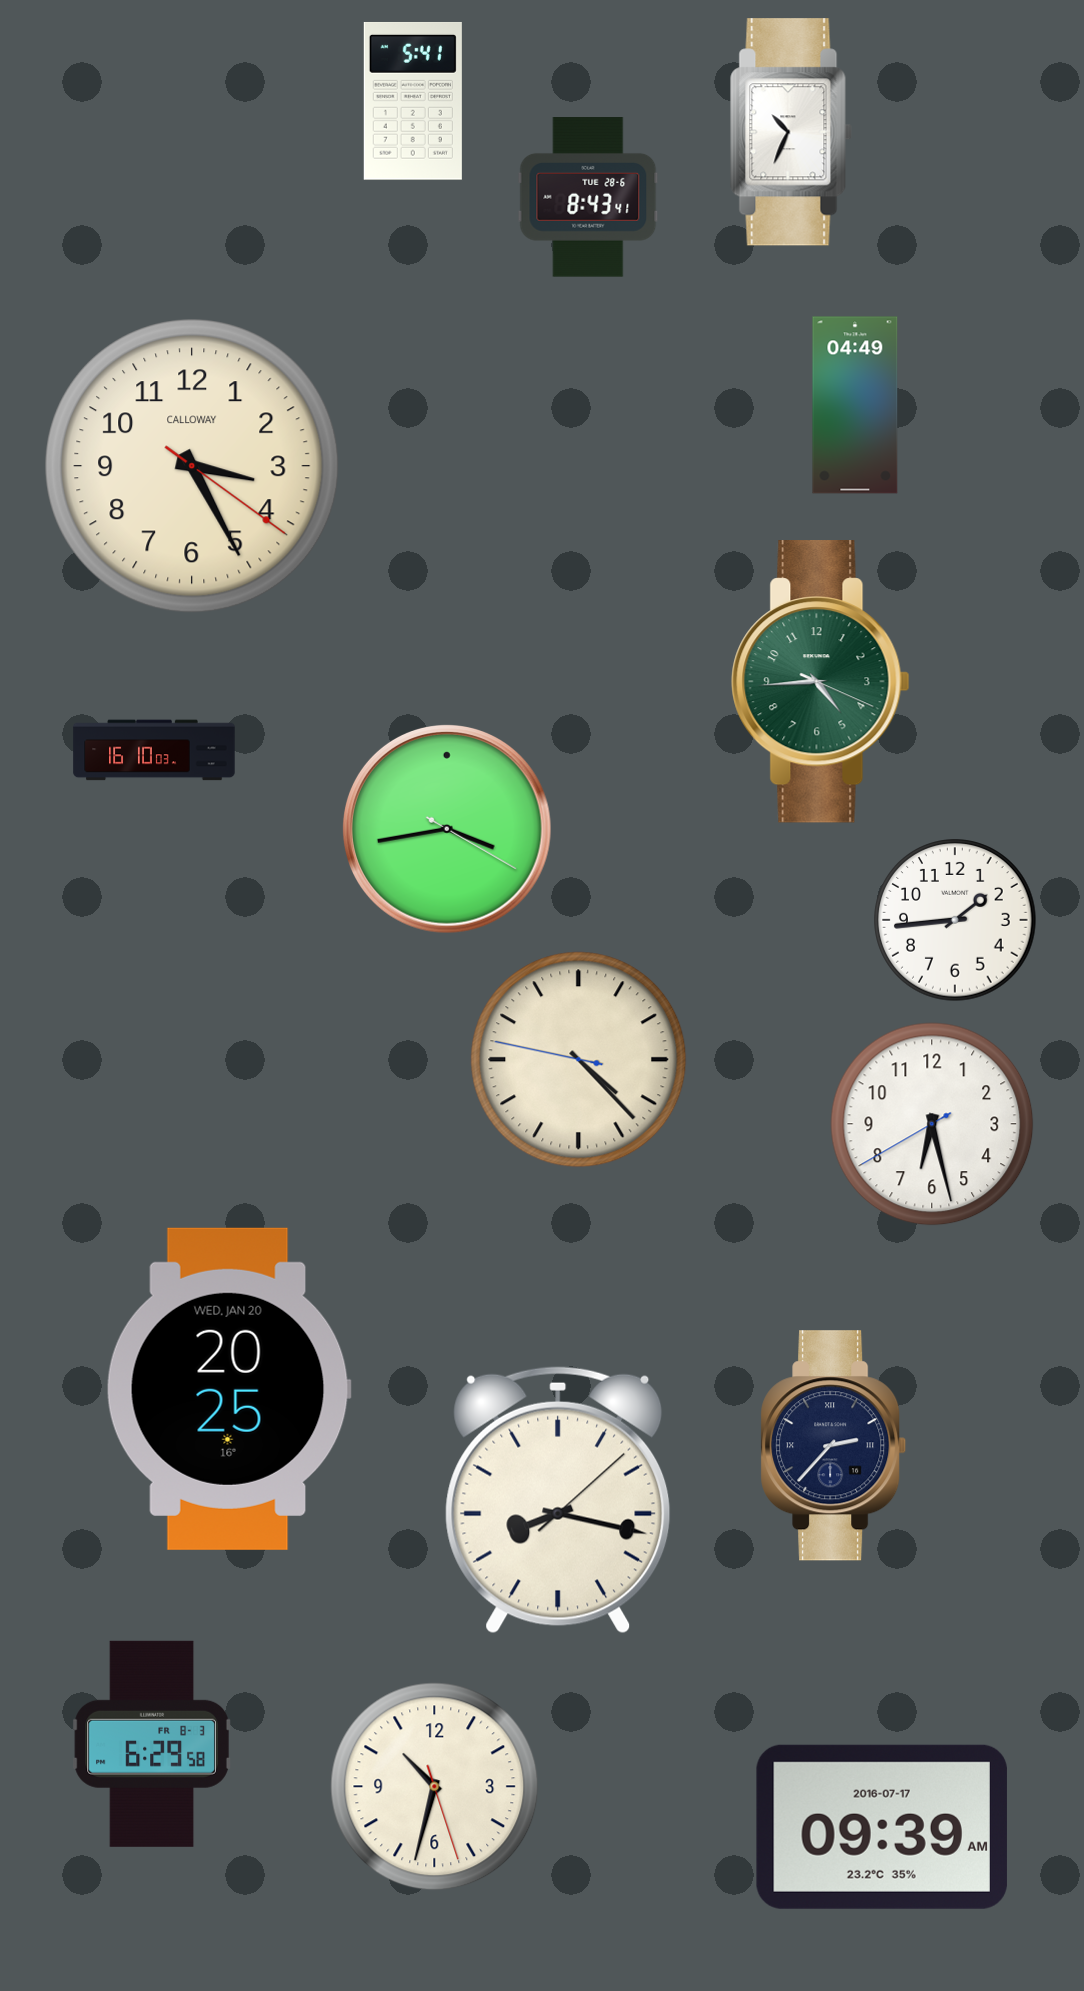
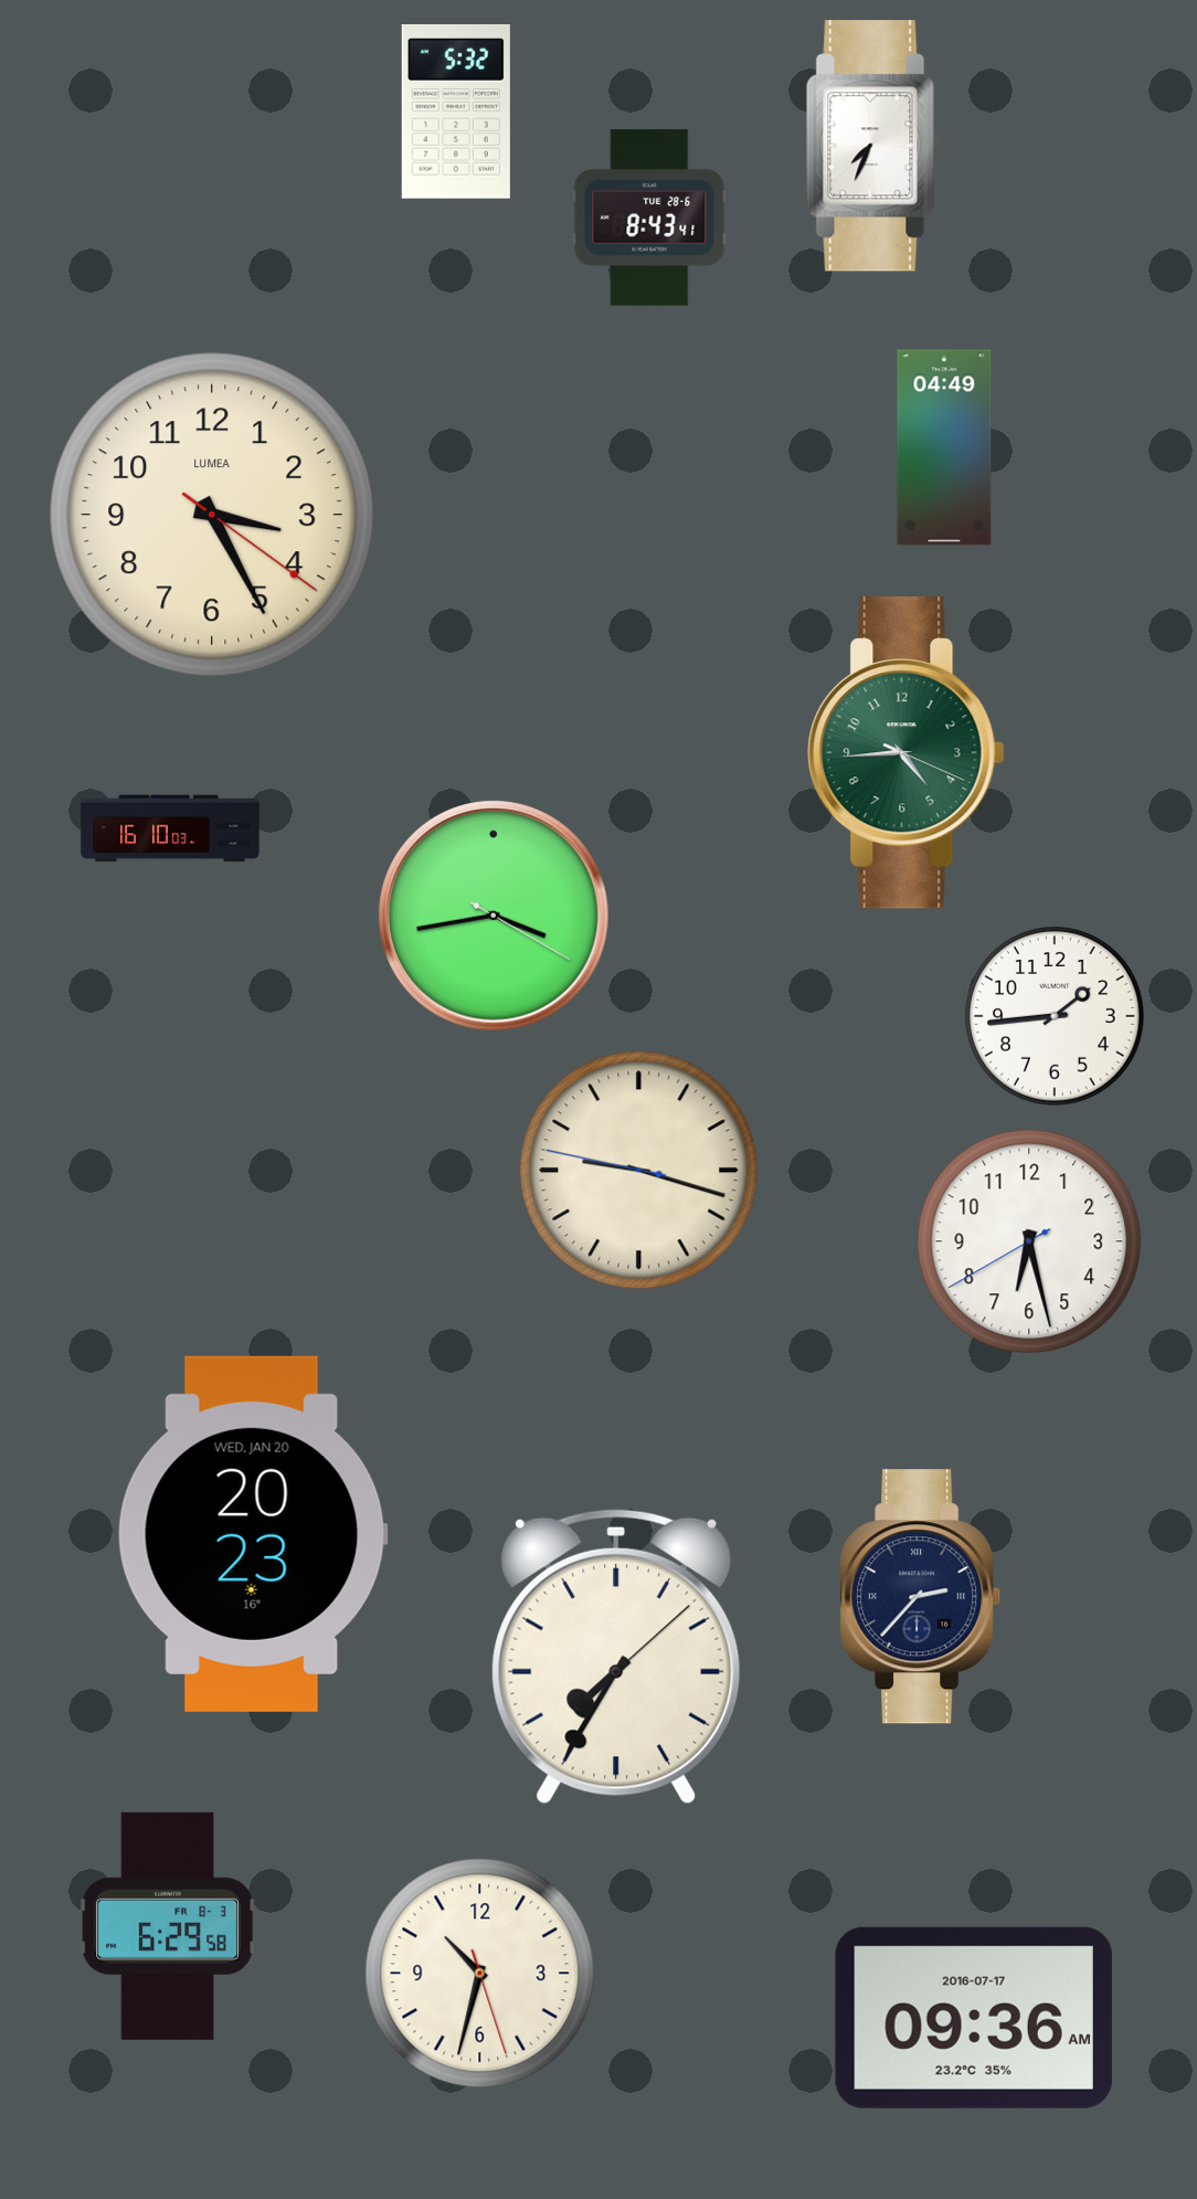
clock at (413, 101): 5:41 -> 5:32
clock at (791, 132): 10:34 -> 7:34
clock at (192, 466) brand: CALLOWAY -> LUMEA
clock at (579, 1060): 4:22 -> 9:17
clock at (229, 1389): 20:25 -> 20:23
clock at (558, 1500): 8:17 -> 7:35
clock at (882, 1827): 09:39 -> 09:36
